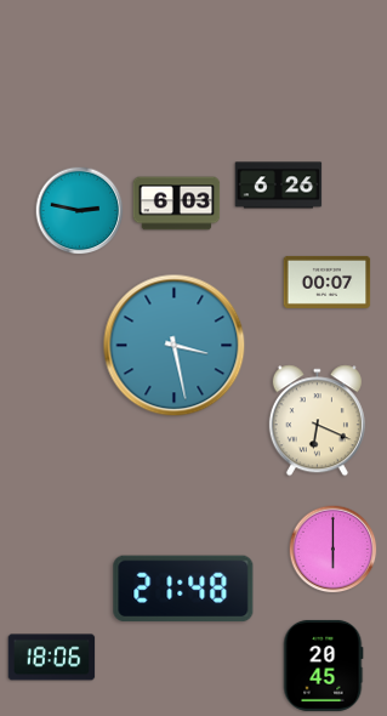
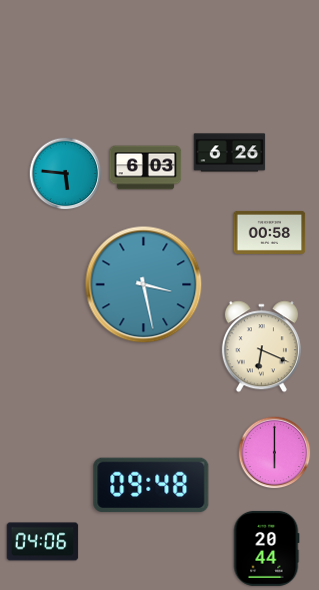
clock at (80, 211): 2:47 -> 5:46
clock at (328, 282): 00:07 -> 00:58
clock at (183, 589): 21:48 -> 09:48
clock at (52, 658): 18:06 -> 04:06
clock at (323, 665): 20:45 -> 20:44
